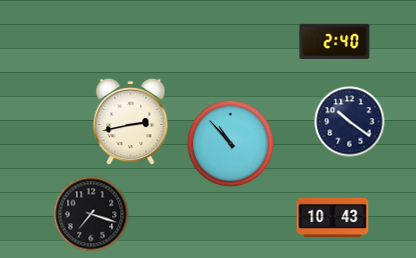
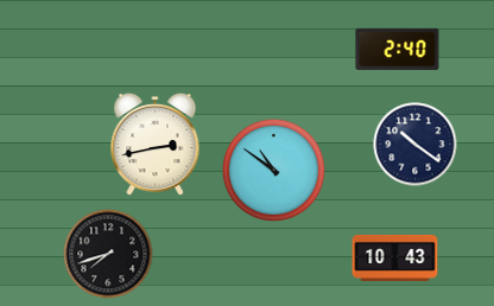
clock at (230, 143): 10:53 -> 10:51
clock at (91, 214): 7:18 -> 7:42
